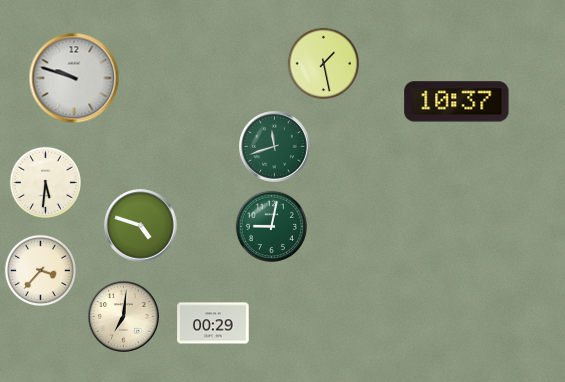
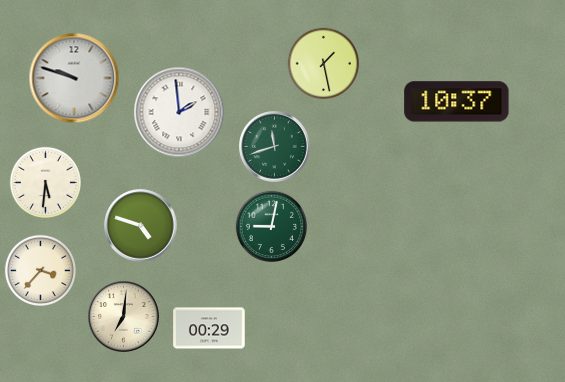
clock at (179, 112): none -> 1:59
clock at (213, 323) position: (213, 323) -> (209, 328)
